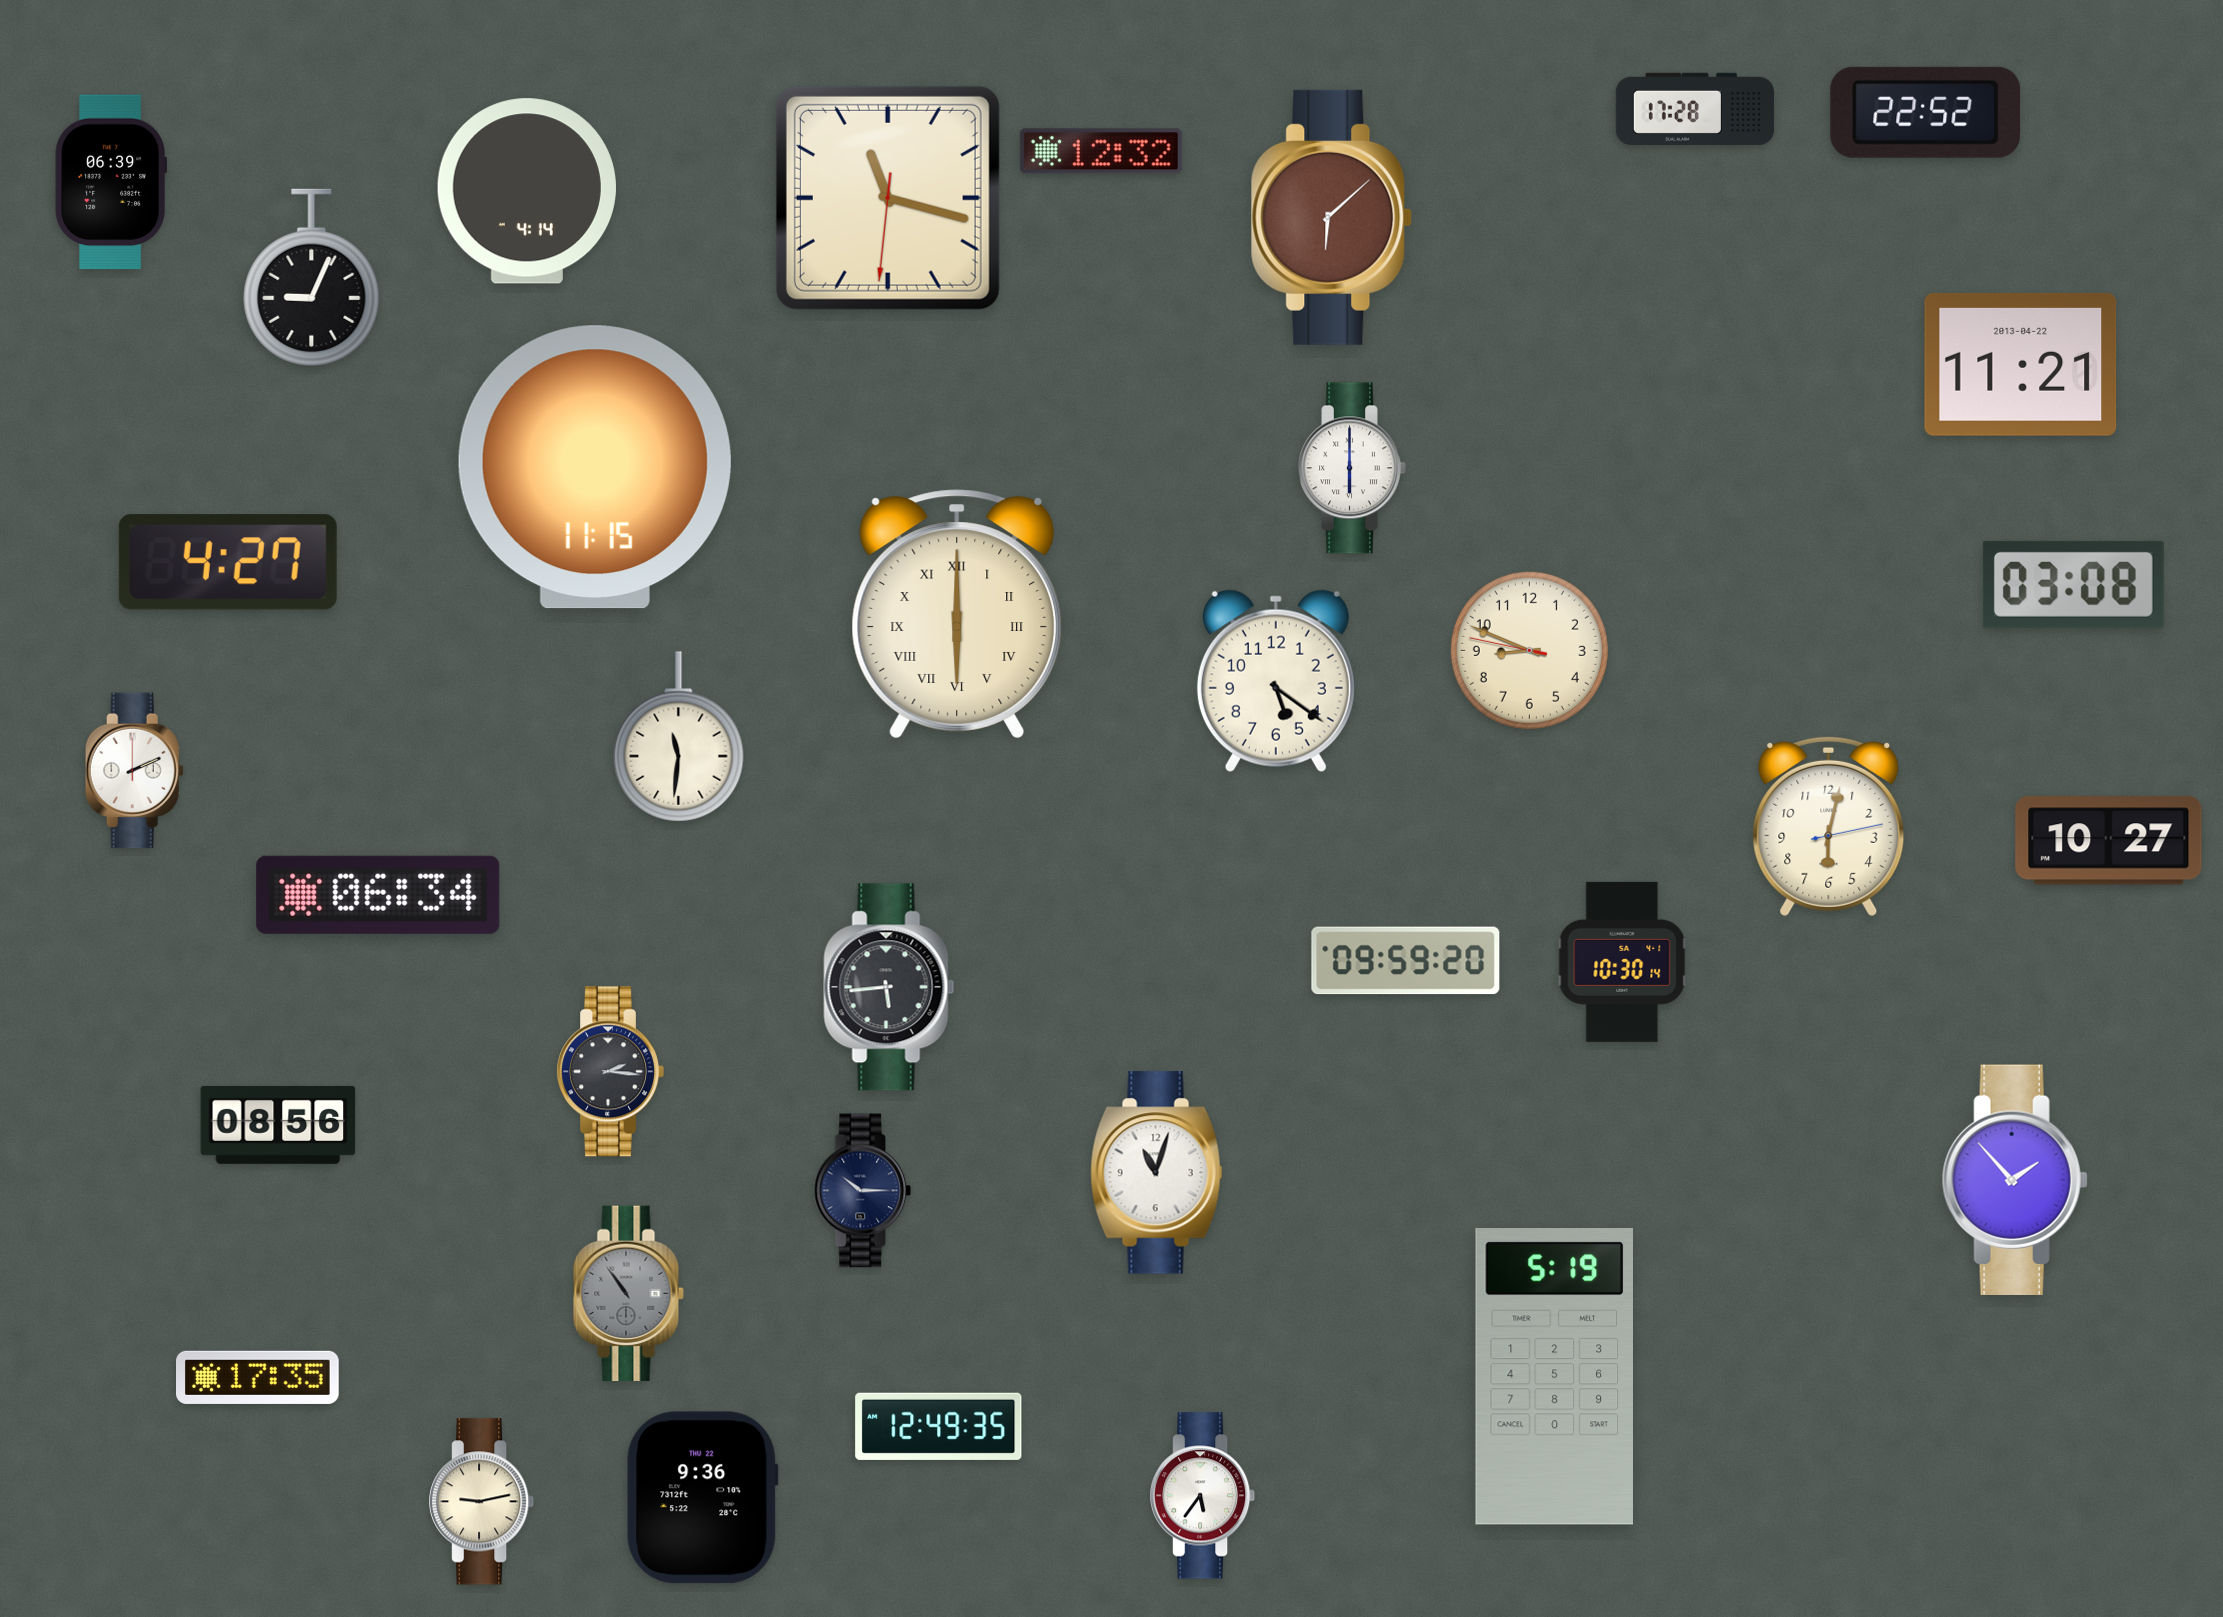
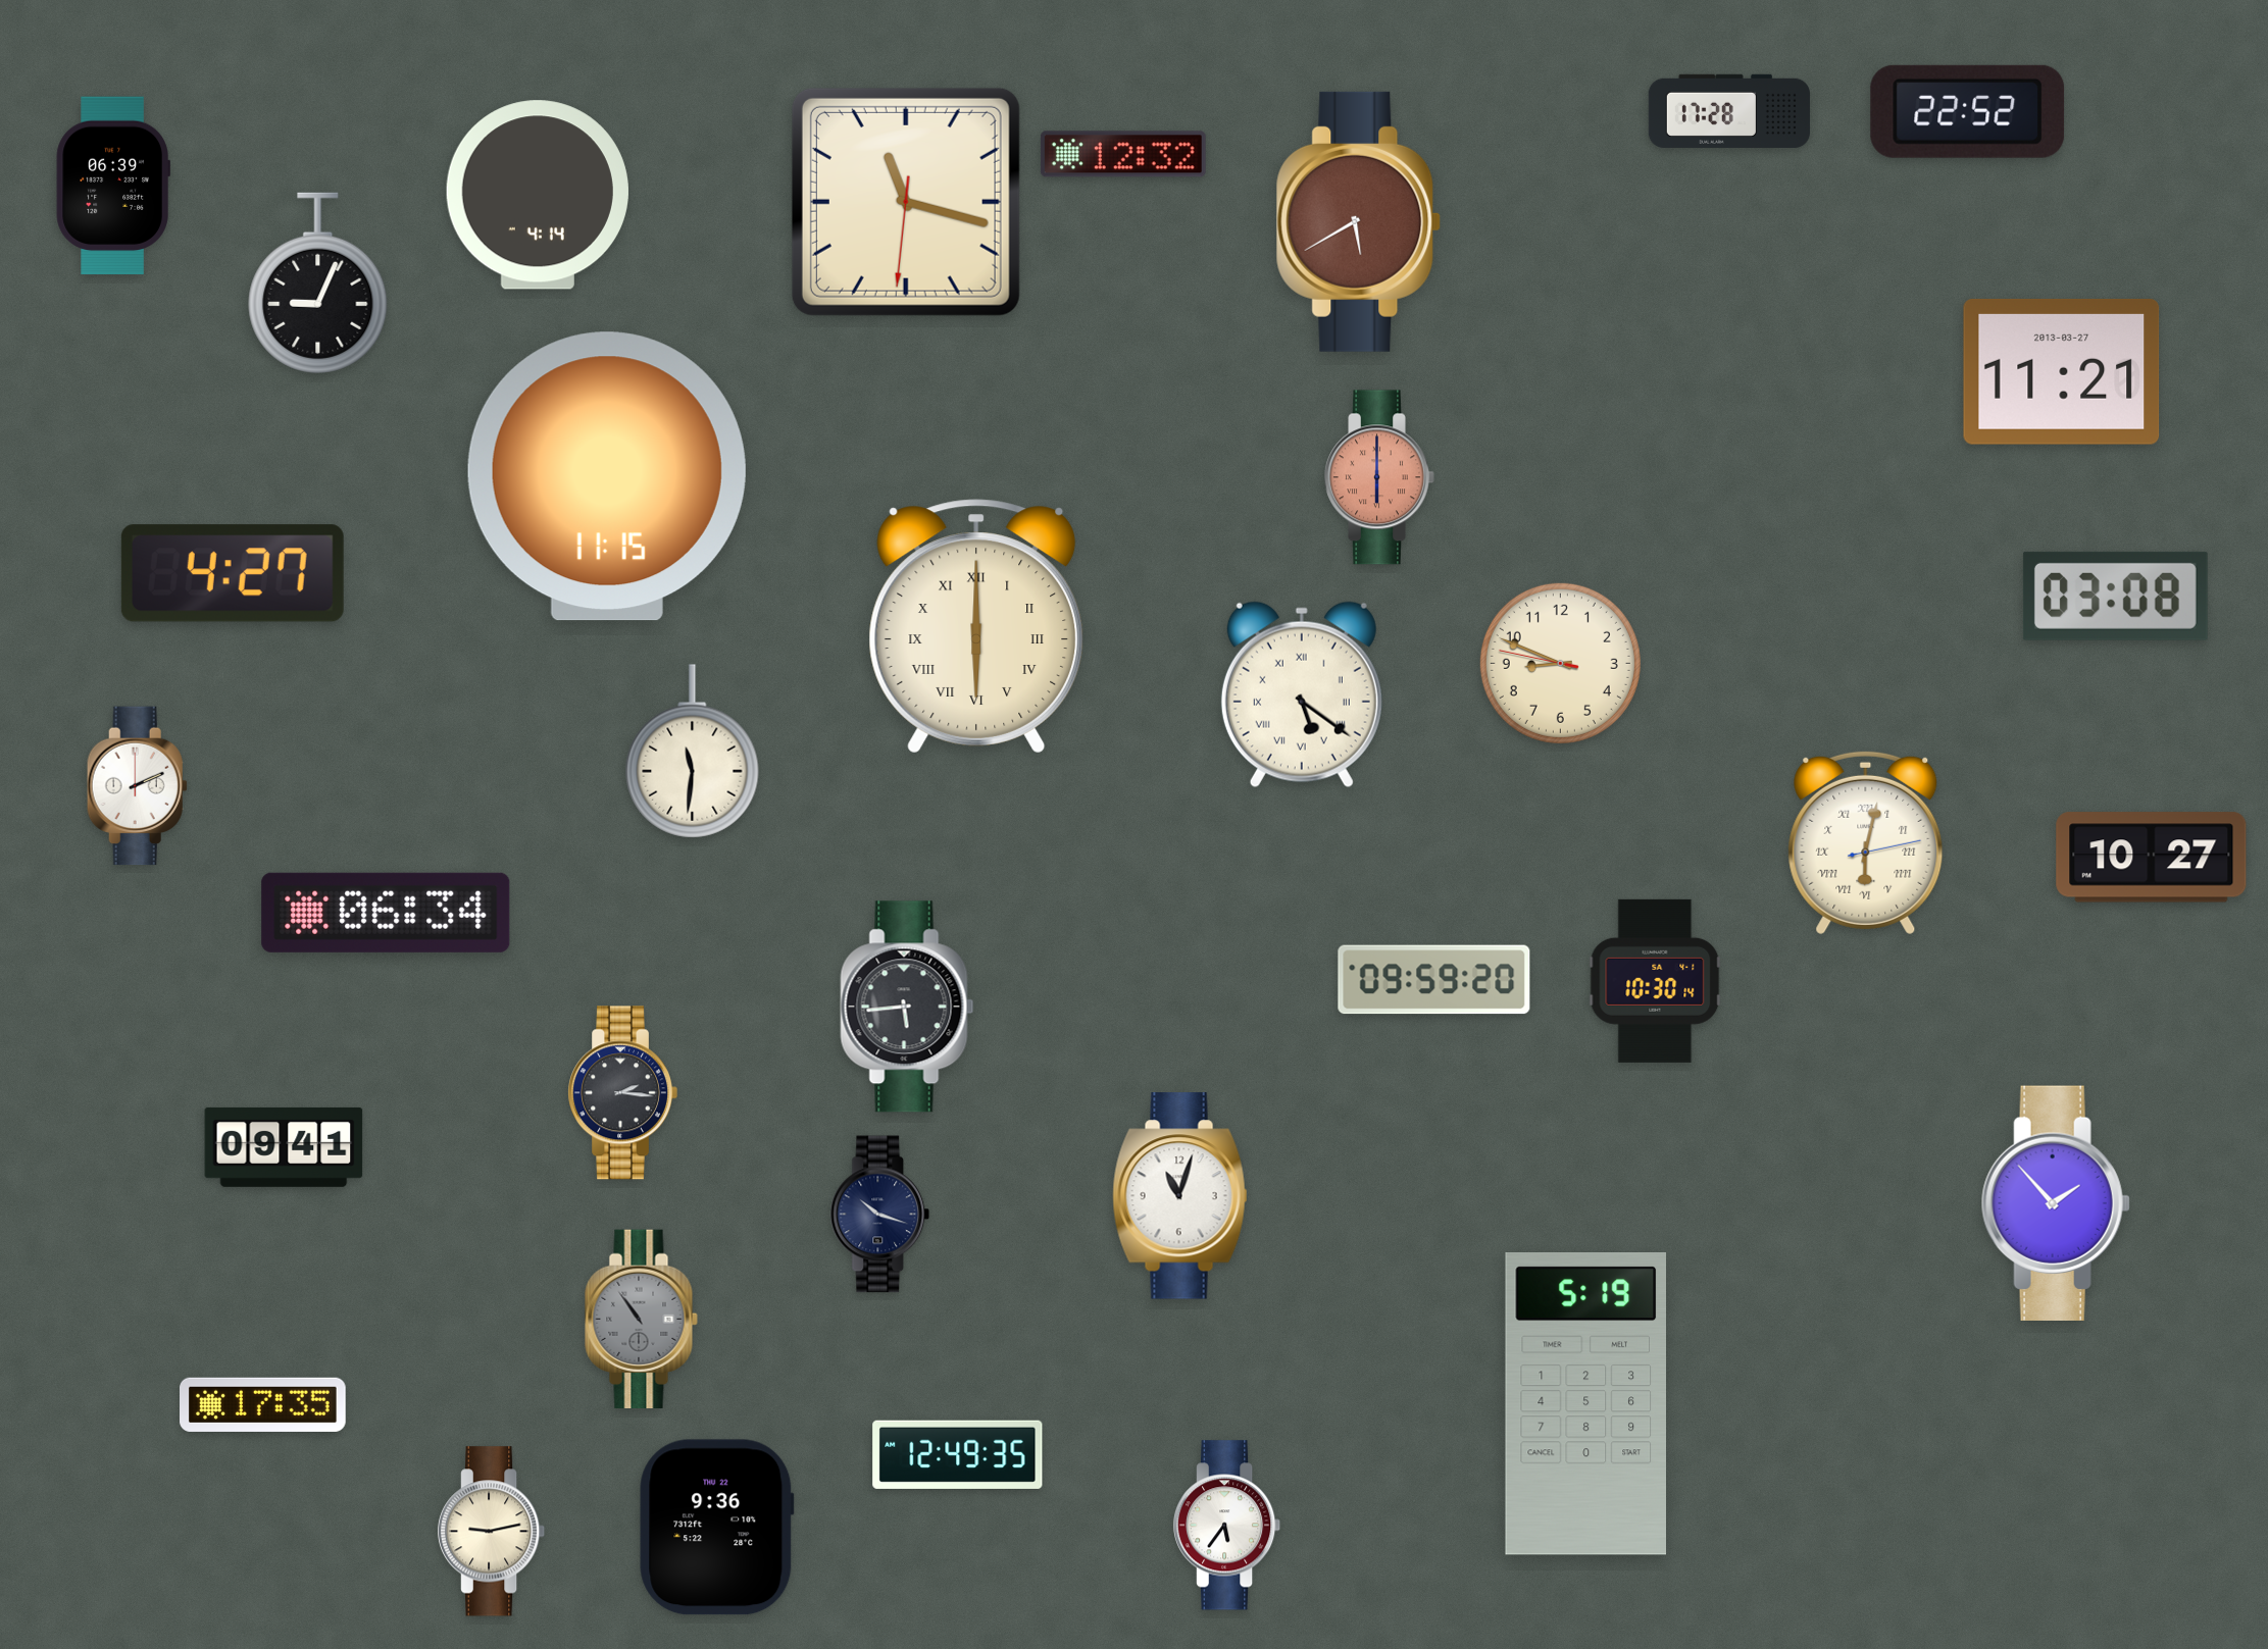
clock at (1926, 112) position: (1926, 112) -> (1968, 111)
clock at (1332, 217): 6:08 -> 5:40
clock at (2021, 364) date: 2013-04-22 -> 2013-03-27
clock at (1352, 468) dial: white -> salmon
clock at (1276, 681) numerals: Arabic -> Roman
clock at (1829, 826) numerals: Arabic -> Roman
clock at (278, 1125): 08:56 -> 09:41
clock at (863, 1191): 10:15 -> 10:18
